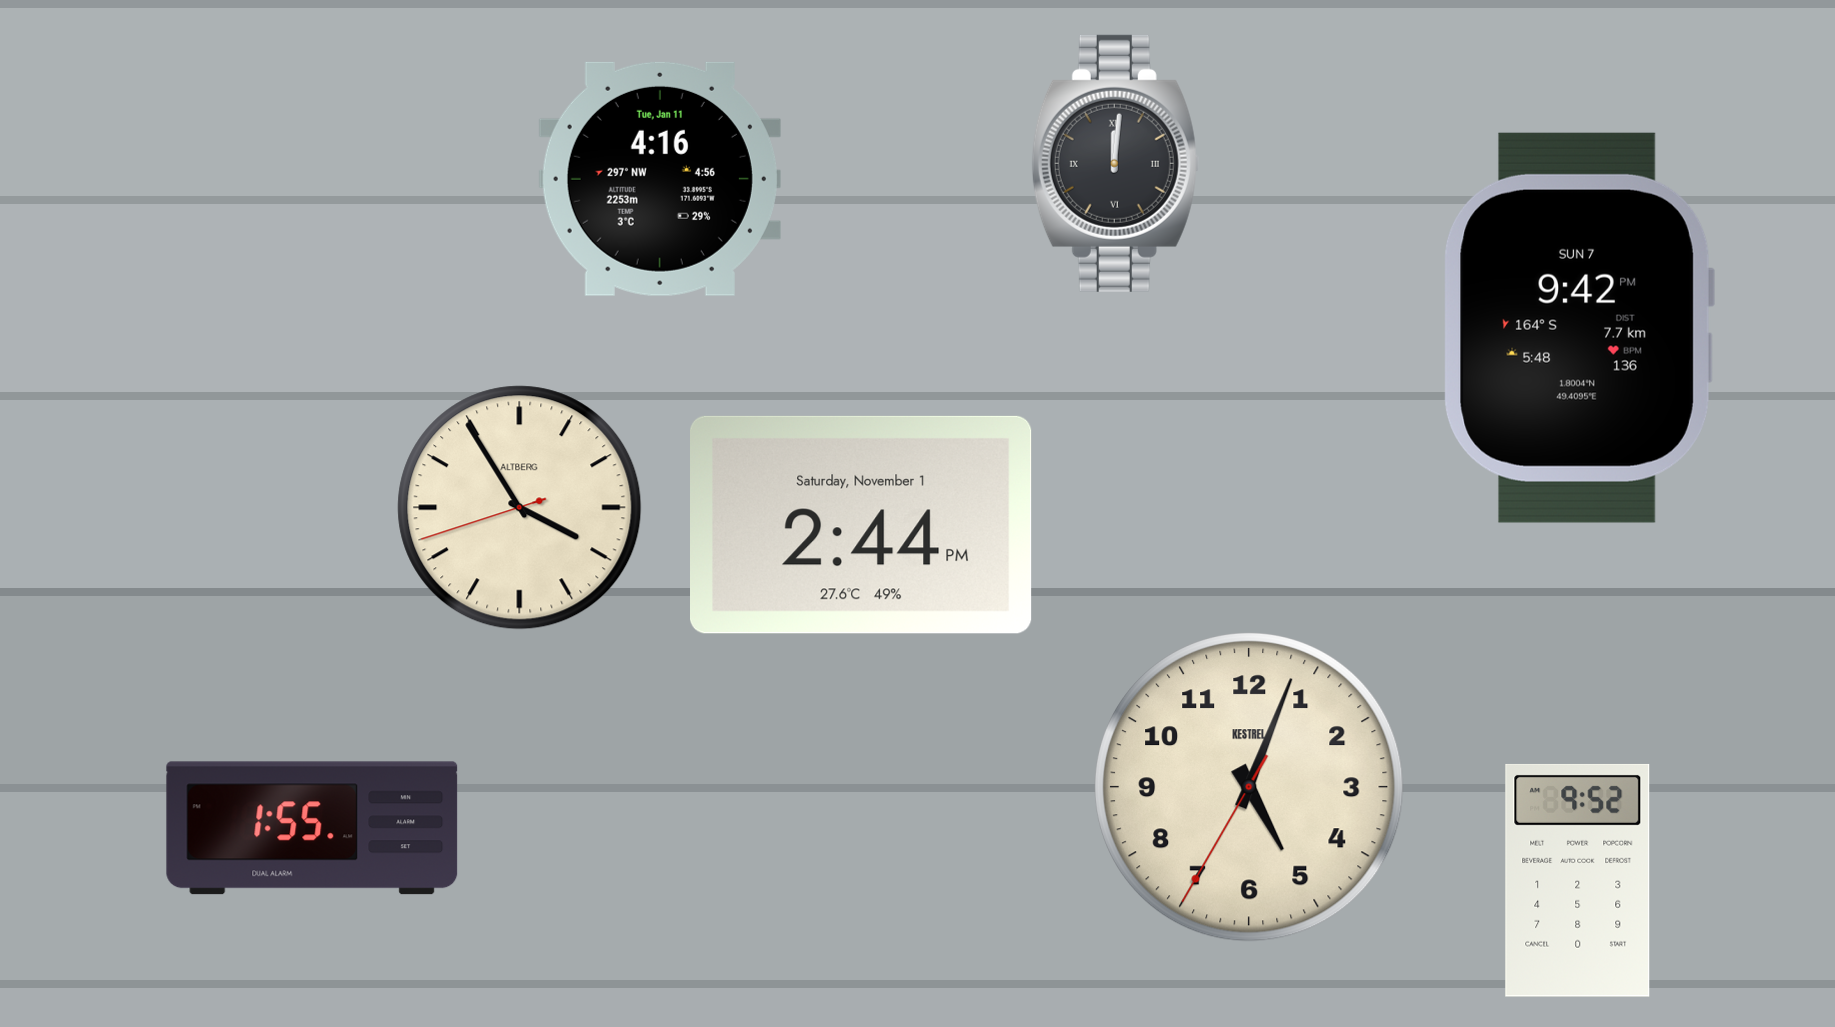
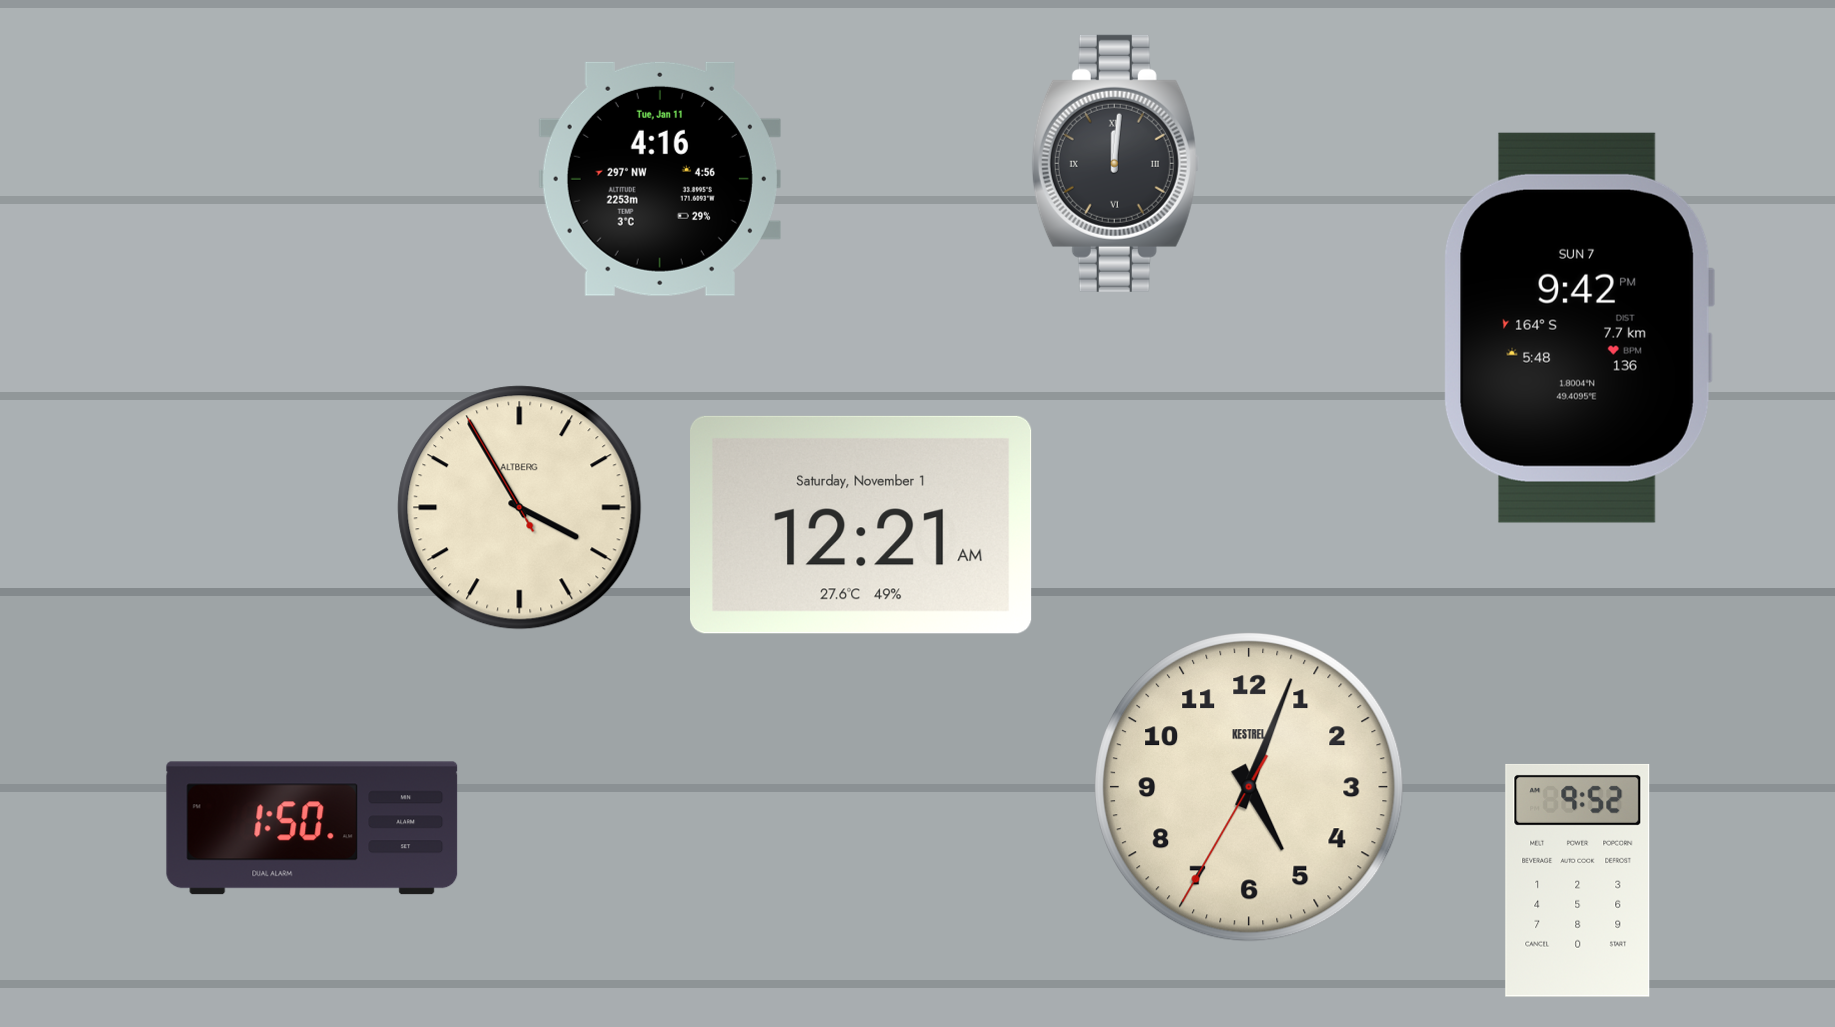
clock at (520, 508): 3:54:42 -> 3:54:55
clock at (862, 525): 2:44 -> 12:21
clock at (312, 828): 1:55 -> 1:50
